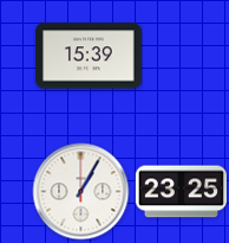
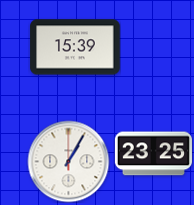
clock at (181, 192) position: (181, 192) -> (153, 154)
